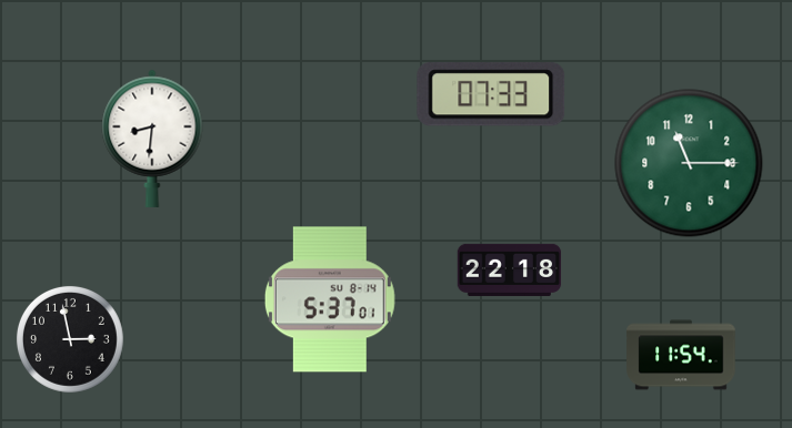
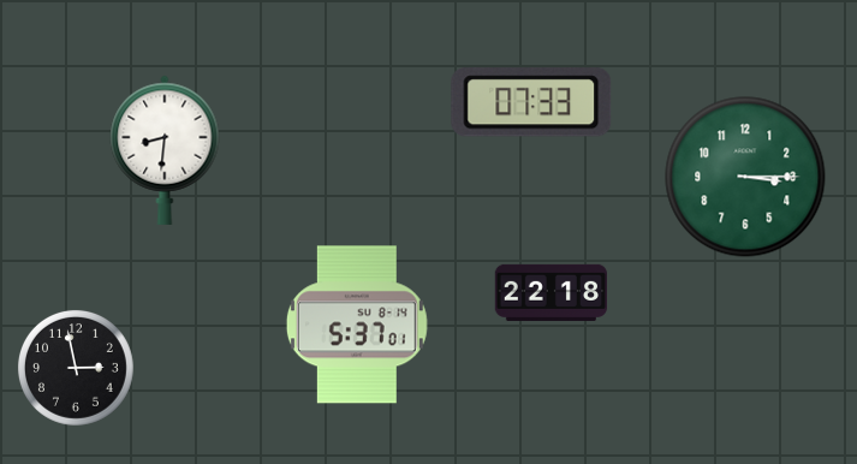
clock at (689, 163): 11:15 -> 3:15
clock at (681, 355): 11:54 -> none
